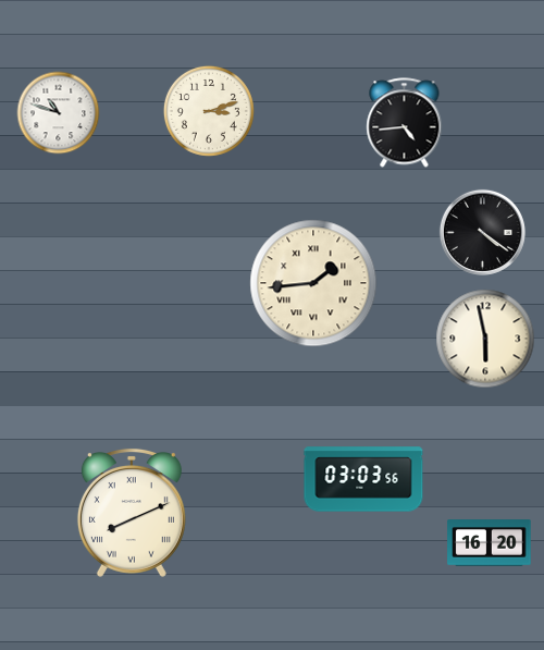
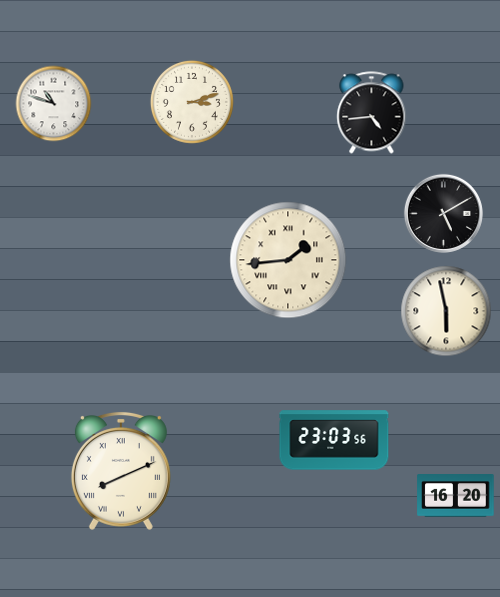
clock at (482, 232): 4:21 -> 5:10
clock at (363, 479): 03:03 -> 23:03
clock at (490, 543) position: (490, 543) -> (456, 496)
